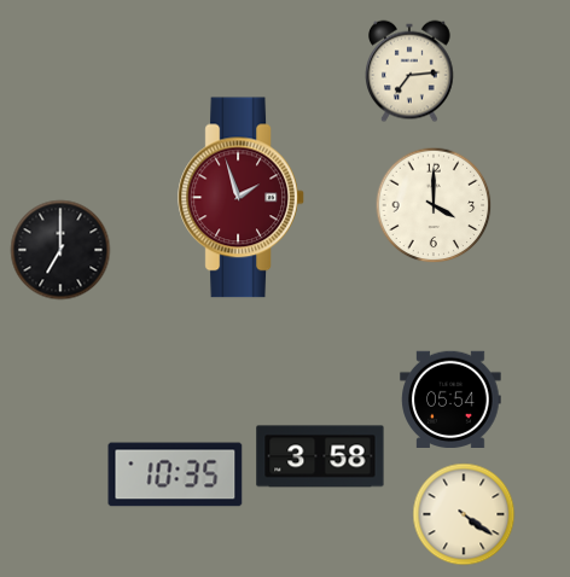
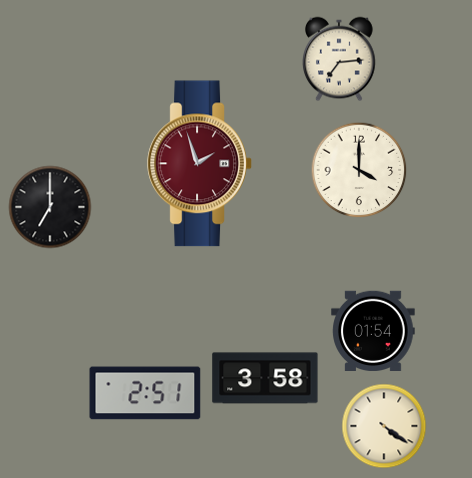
clock at (450, 398): 05:54 -> 01:54
clock at (175, 474): 10:35 -> 2:51
